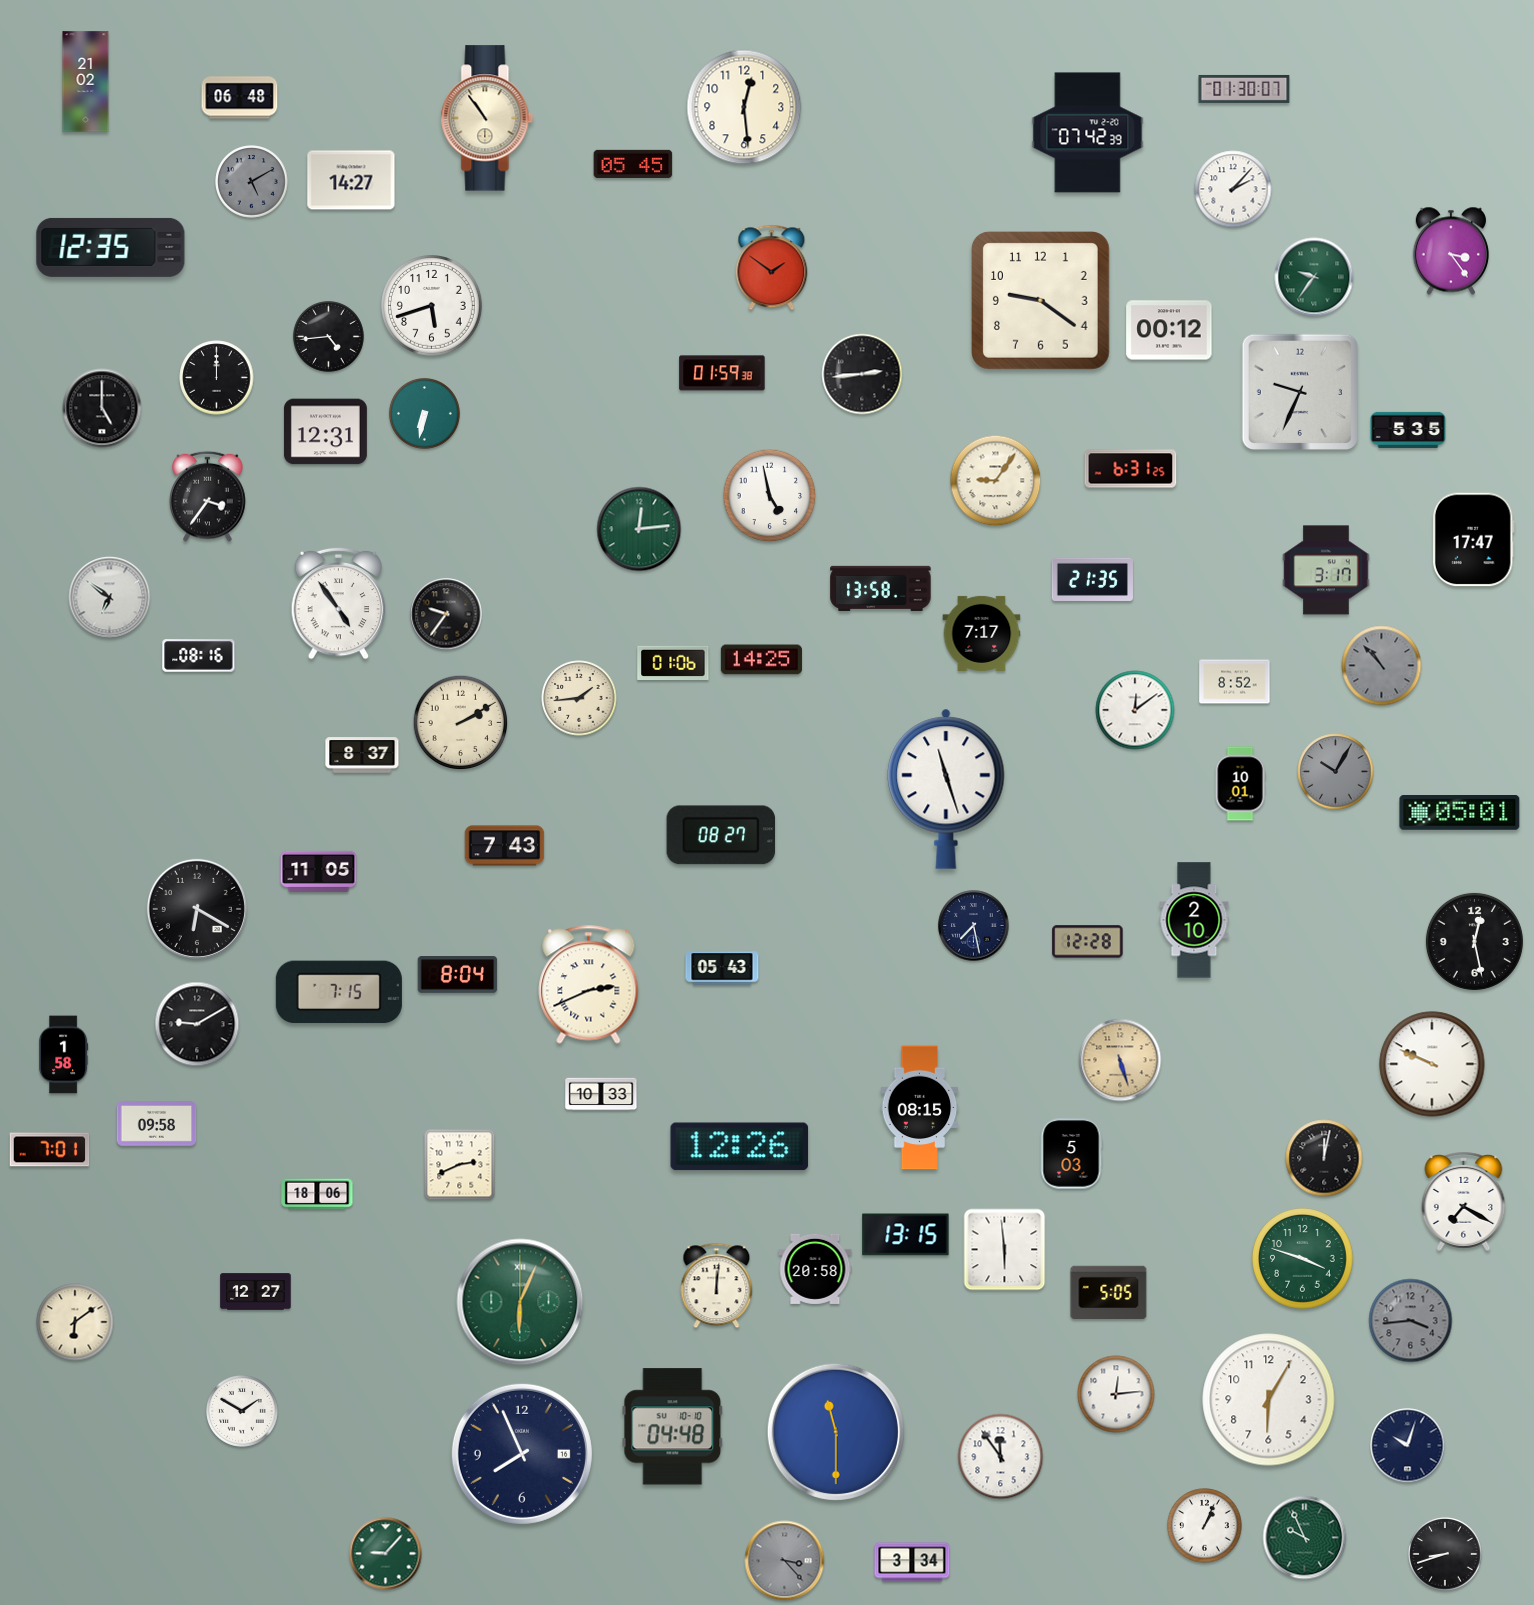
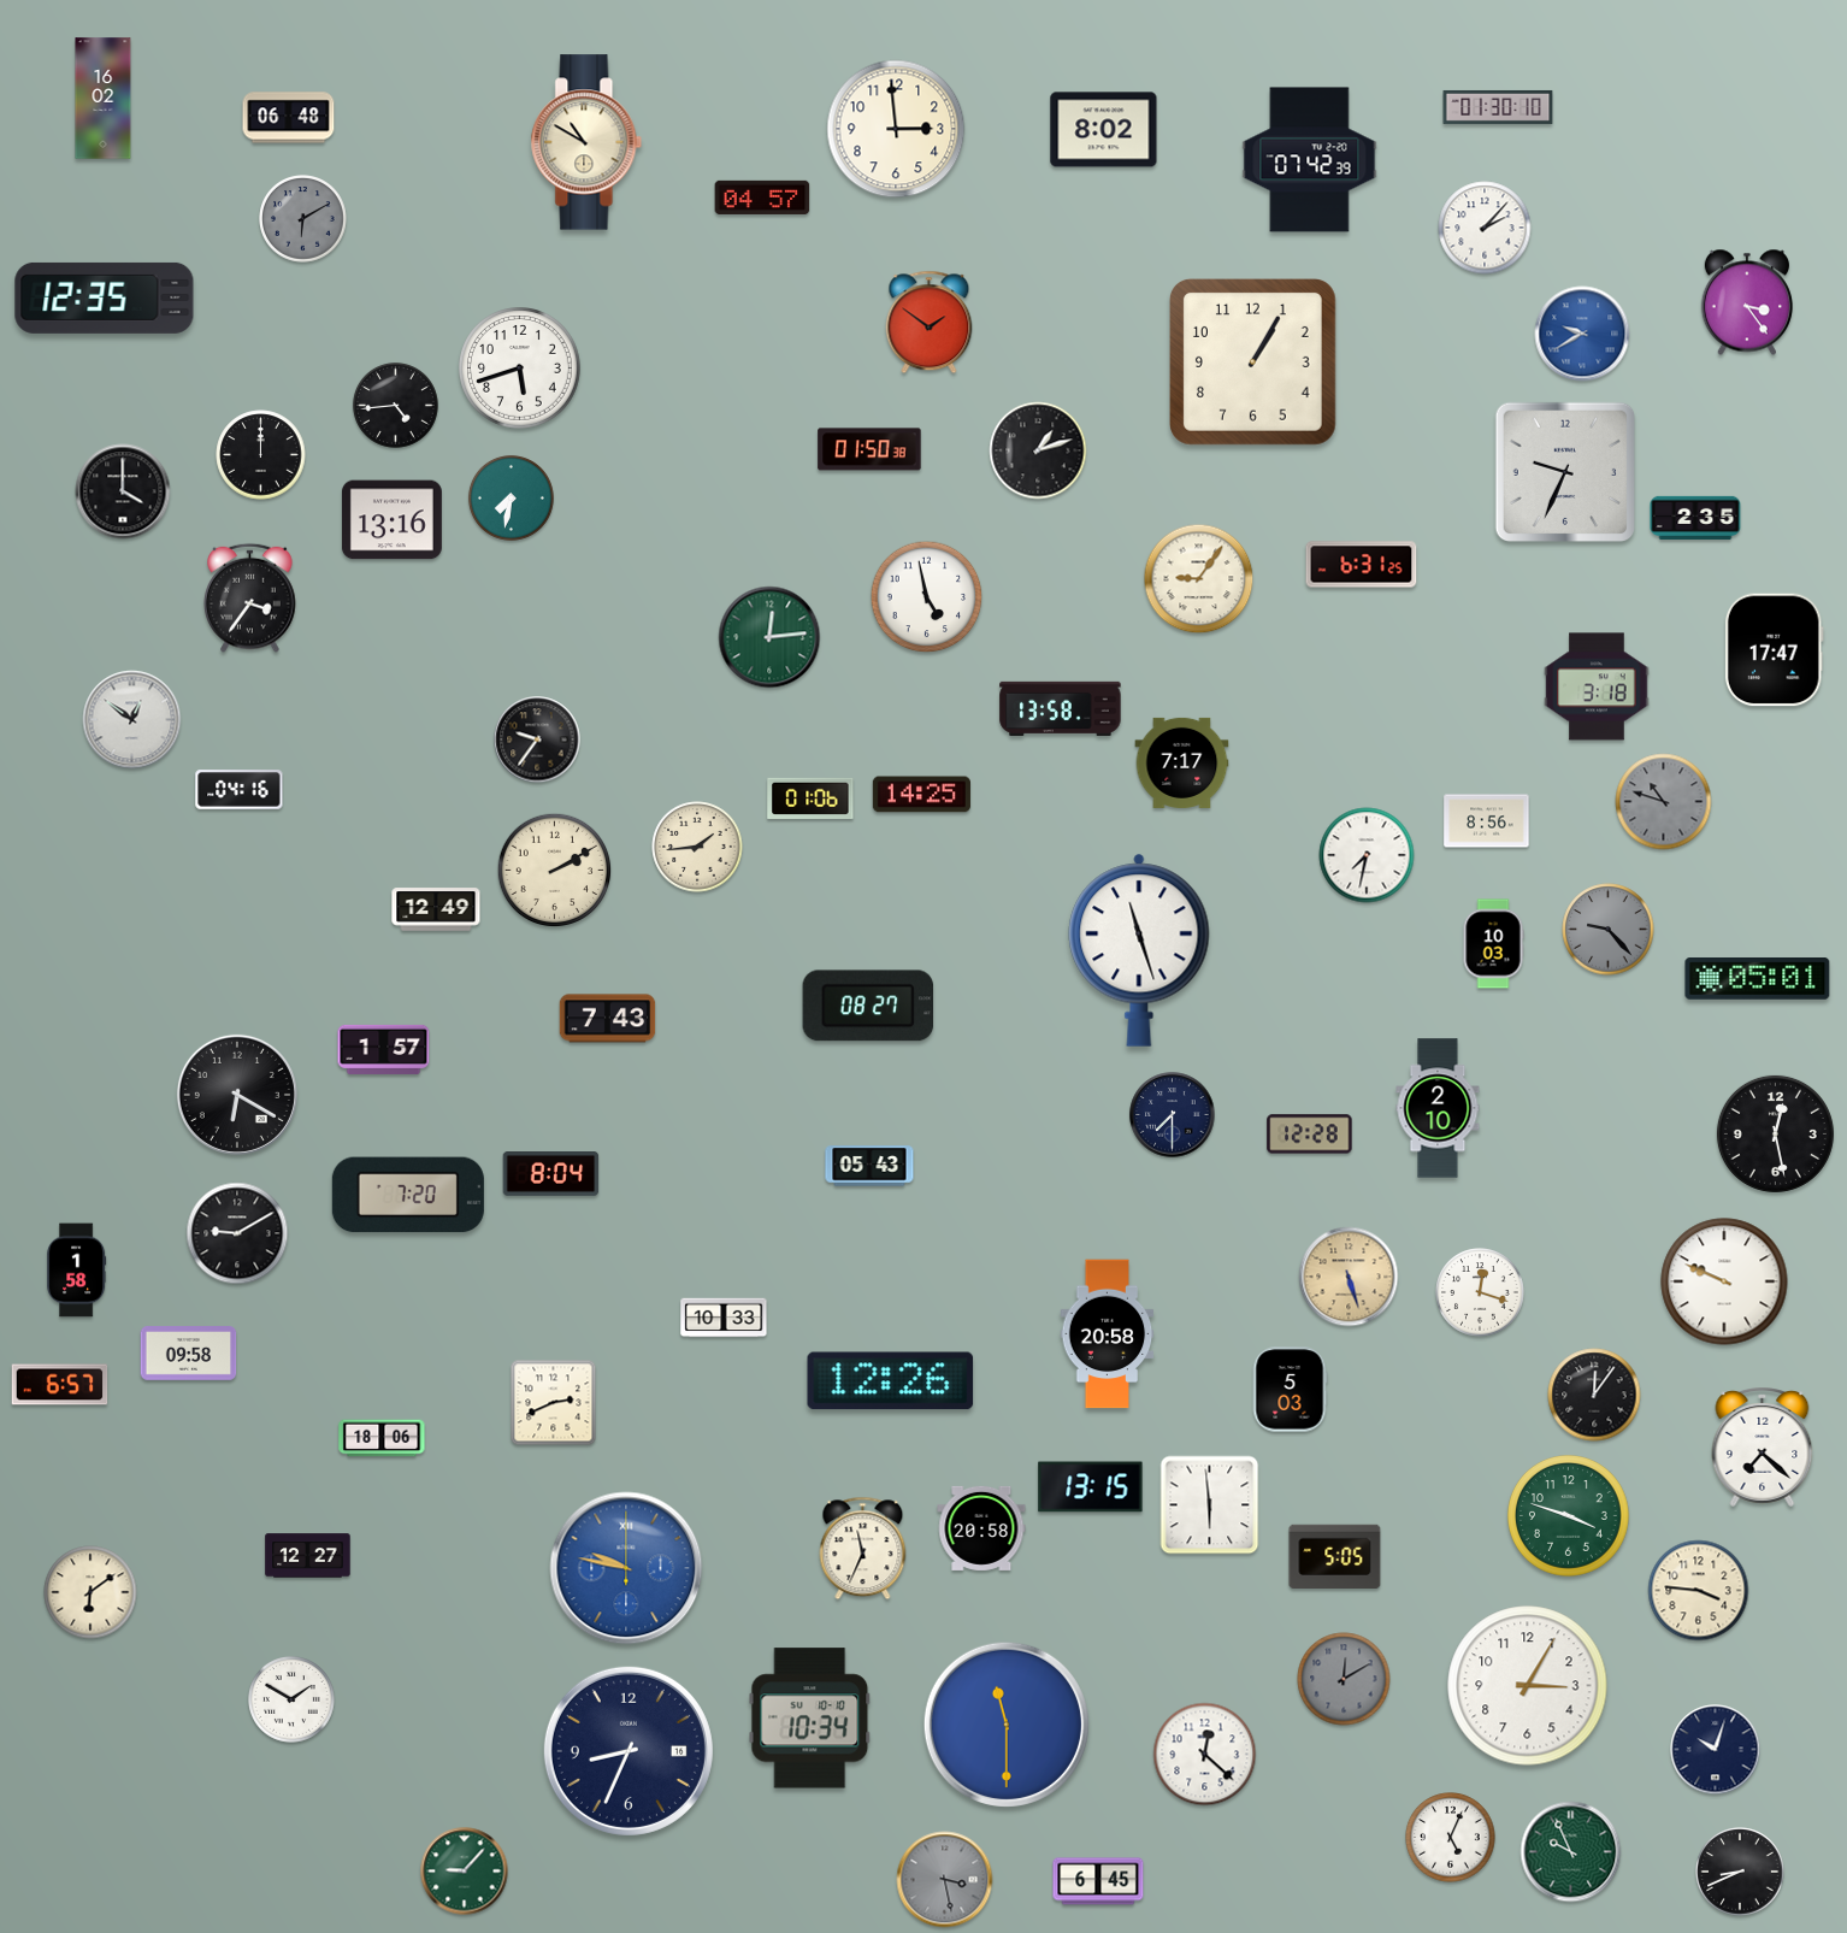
clock at (86, 82): 21:02 -> 16:02
clock at (1244, 89): 01:30:07 -> 01:30:10
clock at (744, 107): 12:29 -> 2:59
clock at (1104, 130): none -> 8:02
clock at (487, 118): 10:54 -> 10:50
clock at (633, 164): 05:45 -> 04:57
clock at (351, 180): 14:27 -> none
clock at (252, 182): 5:10 -> 6:10
clock at (111, 247) position: (111, 247) -> (105, 297)
clock at (1314, 277): 9:36 -> 9:40
clock at (1314, 277) dial: green -> blue
clock at (1041, 301): 9:21 -> 1:05
clock at (1169, 330): 00:12 -> none
clock at (722, 373): 01:59 -> 01:50
clock at (862, 374): 2:44 -> 1:12
clock at (102, 408): 5:00 -> 4:00
clock at (424, 413): 6:32 -> 7:32
clock at (1408, 430): 5:35 -> 2:35
clock at (325, 432): 12:31 -> 13:16
clock at (1326, 570): 3:17 -> 3:18
clock at (1092, 579): 21:35 -> none
clock at (110, 598): 6:51 -> 12:51
clock at (339, 603): 4:54 -> none
clock at (199, 656): 08:16 -> 04:16
clock at (761, 660) position: (761, 660) -> (921, 795)
clock at (1382, 666): 10:53 -> 10:48
clock at (1235, 682): 8:52 -> 8:56
clock at (579, 698) position: (579, 698) -> (697, 847)
clock at (1135, 710): 12:09 -> 7:32
clock at (362, 755): 8:37 -> 12:49
clock at (1336, 772): 10:05 -> 9:23
clock at (1240, 784): 10:01 -> 10:03
clock at (319, 871): 11:05 -> 1:57
clock at (974, 926): 7:28 -> 7:30
clock at (589, 985): 2:41 -> none
clock at (339, 992): 7:15 -> 7:20
clock at (1480, 1292): none -> 12:18
clock at (920, 1108): 08:15 -> 20:58
clock at (50, 1150): 7:01 -> 6:57
clock at (1324, 1158): 12:02 -> 12:06
clock at (1464, 1202): 7:20 -> 7:22
clock at (717, 1286): 12:01 -> 11:34
clock at (520, 1302): 6:04 -> 9:47
clock at (520, 1302) dial: green -> blue
clock at (1411, 1321): 3:44 -> 3:46
clock at (1411, 1321) dial: grey -> cream
clock at (1116, 1394): 12:14 -> 12:10
clock at (1116, 1394) dial: white -> grey
clock at (1269, 1400): 6:05 -> 3:05
clock at (673, 1427): 04:48 -> 10:34
clock at (1408, 1446) position: (1408, 1446) -> (1716, 1750)
clock at (522, 1454): 7:56 -> 8:34
clock at (1001, 1457): 11:54 -> 12:22
clock at (1205, 1526): 1:04 -> 5:04
clock at (1445, 1554): 8:42 -> 8:41
clock at (785, 1561): 3:23 -> 3:28
clock at (912, 1562): 3:34 -> 6:45
